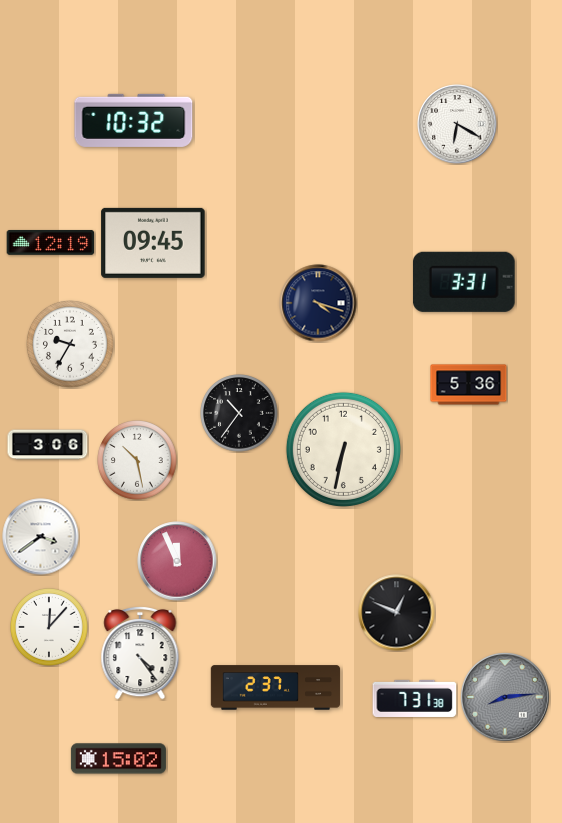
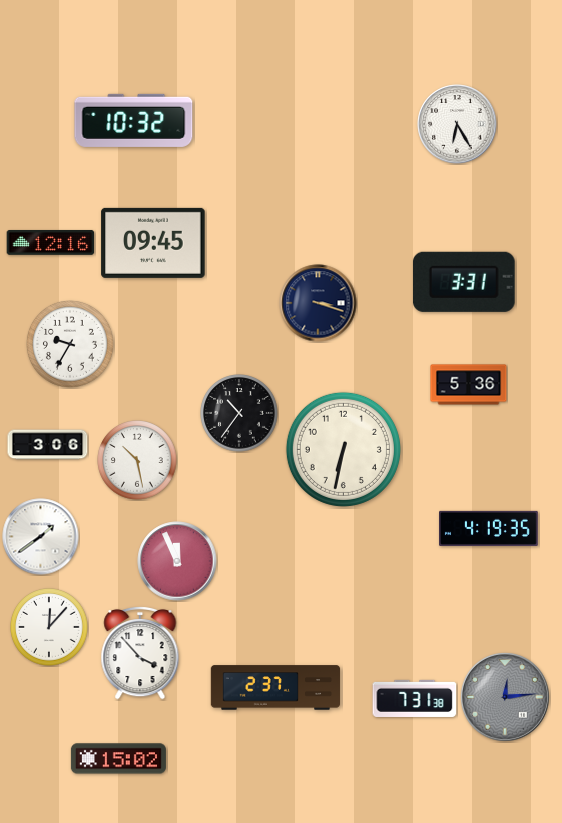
clock at (457, 124): 6:20 -> 6:25
clock at (51, 242): 12:19 -> 12:16
clock at (318, 303): 4:18 -> 3:18
clock at (489, 528): none -> 4:19
clock at (41, 537): 3:39 -> 1:39
clock at (397, 613): 12:49 -> none
clock at (140, 653): 4:24 -> 3:53
clock at (505, 697): 8:14 -> 12:14
